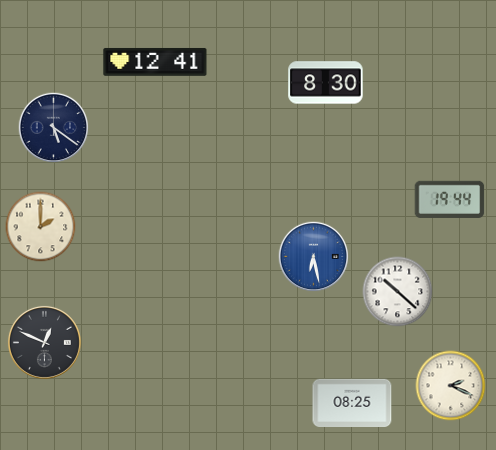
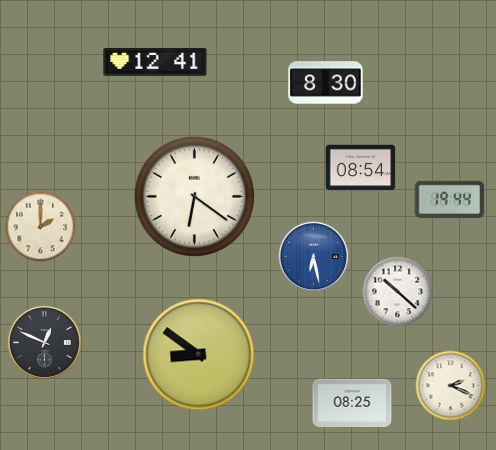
clock at (54, 128): 5:21 -> none
clock at (361, 168): none -> 08:54
clock at (194, 196): none -> 6:21
clock at (199, 355): none -> 8:51
